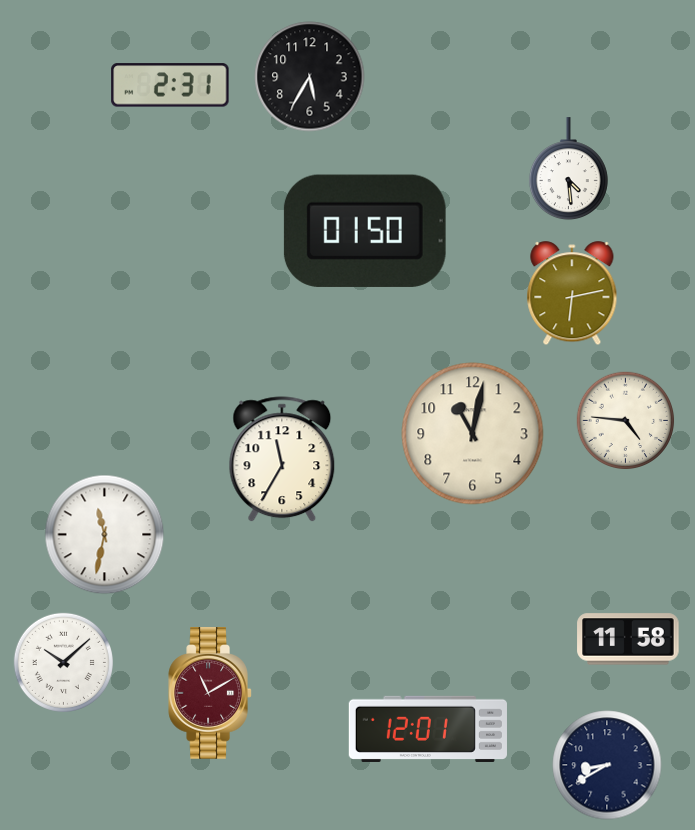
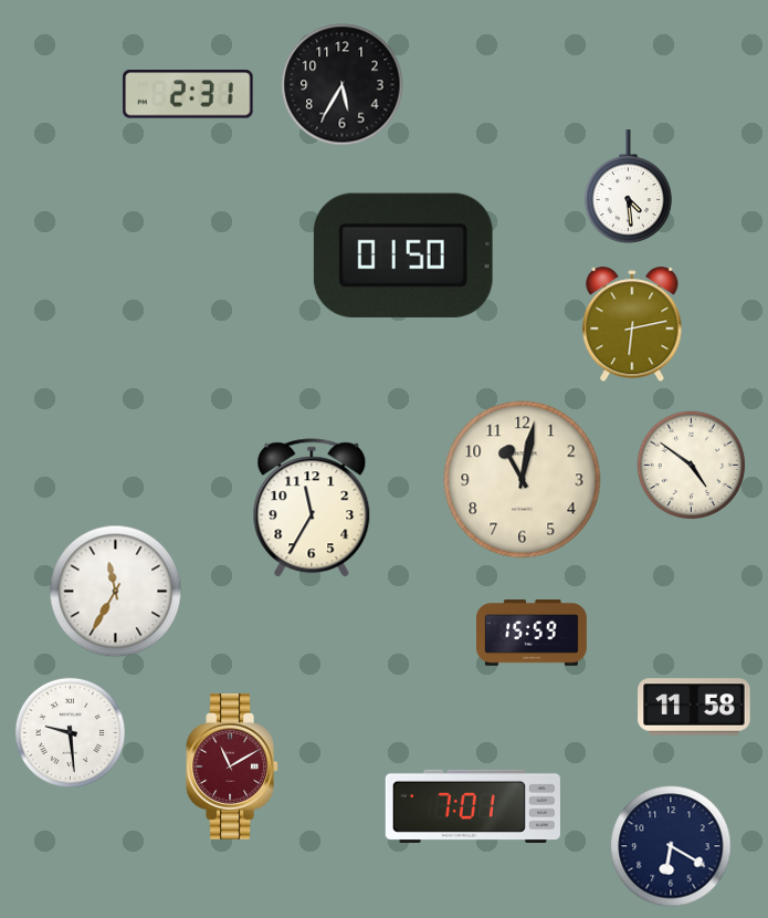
clock at (626, 421): 4:46 -> 4:51
clock at (105, 535): 11:32 -> 11:35
clock at (533, 633): none -> 15:59
clock at (63, 662): 10:08 -> 9:29
clock at (428, 729): 12:01 -> 7:01
clock at (607, 765): 8:40 -> 6:20
